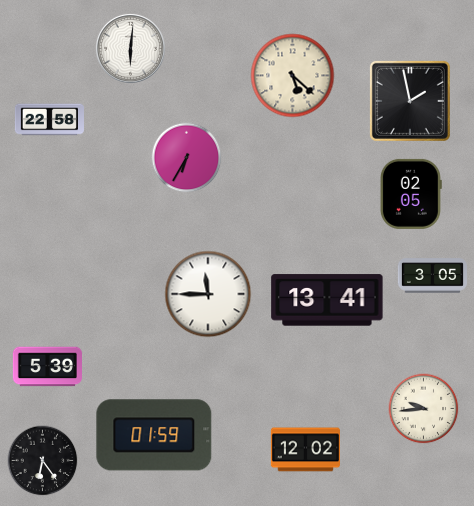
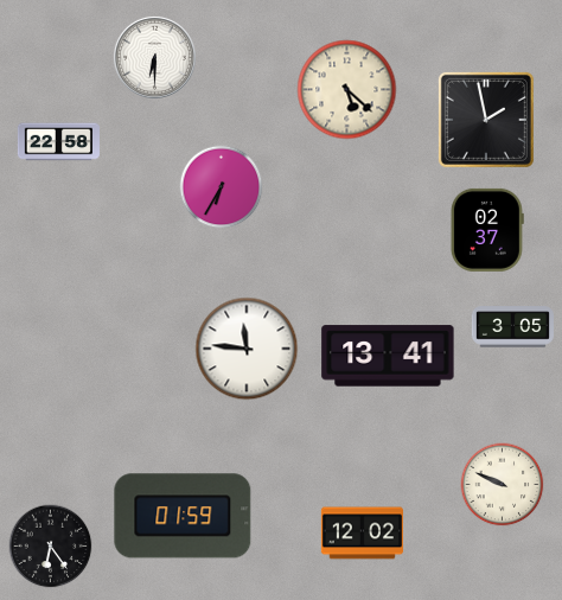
clock at (130, 48): 6:01 -> 6:30
clock at (411, 194): 02:05 -> 02:37
clock at (208, 294): 11:45 -> 11:46
clock at (47, 367): 5:39 -> none
clock at (424, 409): 9:44 -> 9:49
